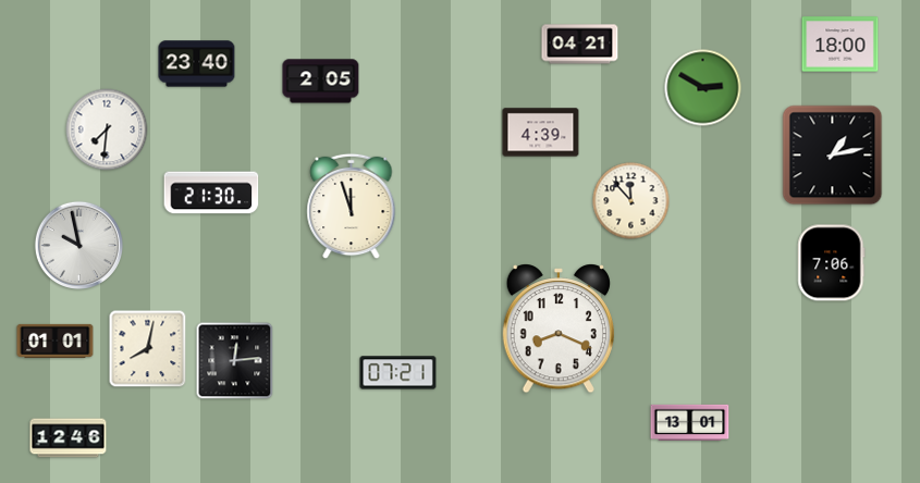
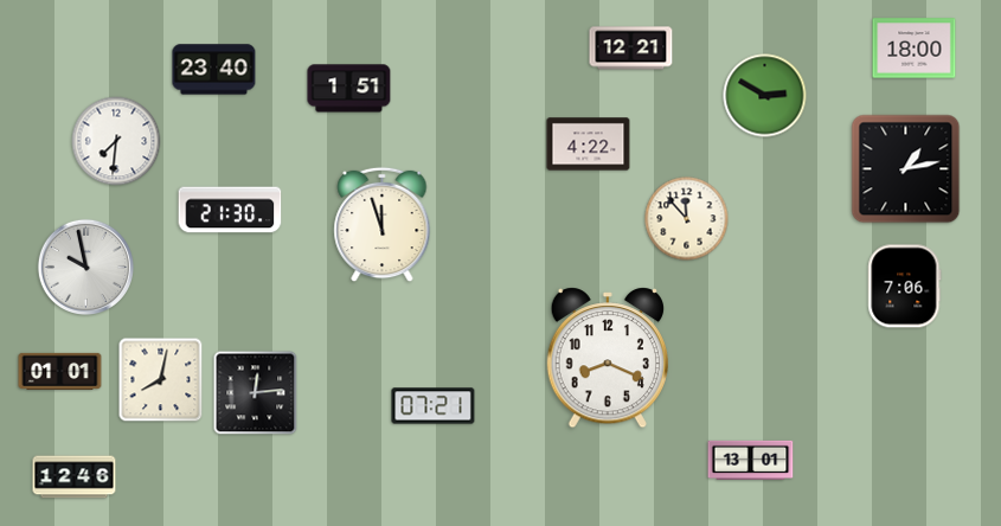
clock at (580, 45): 04:21 -> 12:21
clock at (321, 82): 2:05 -> 1:51
clock at (541, 133): 4:39 -> 4:22
